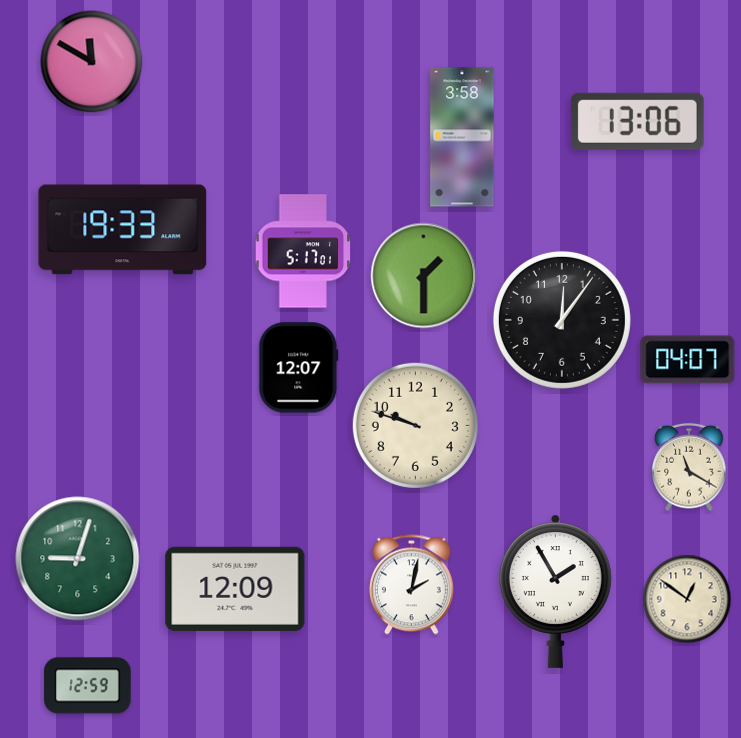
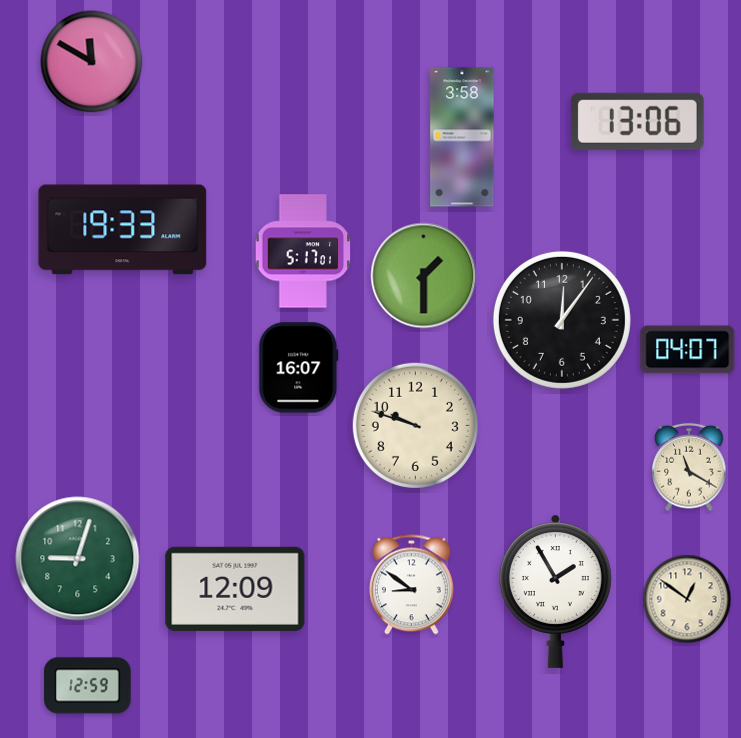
clock at (688, 360) position: (688, 360) -> (688, 350)
clock at (299, 368): 12:07 -> 16:07
clock at (411, 585): 2:02 -> 8:51
